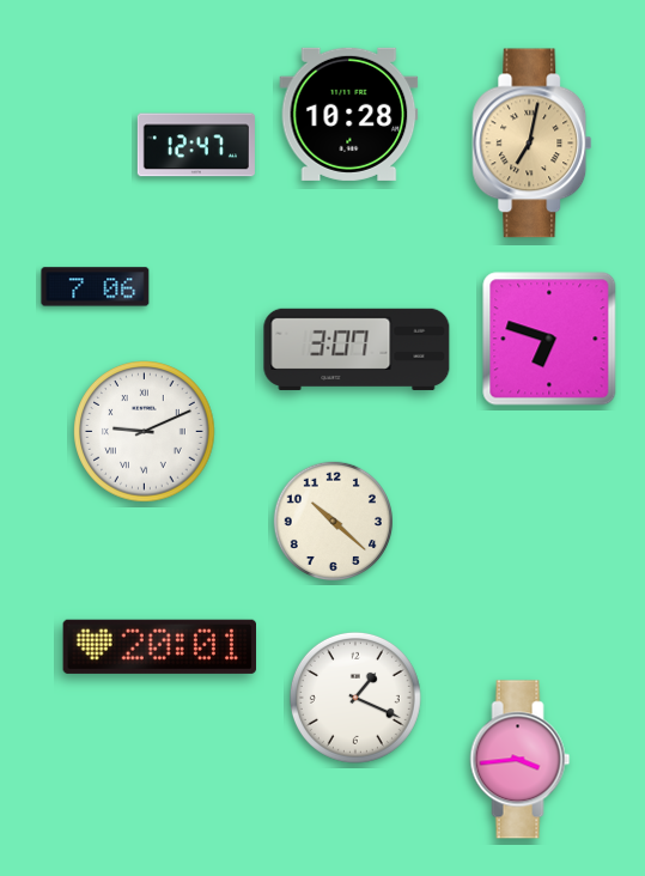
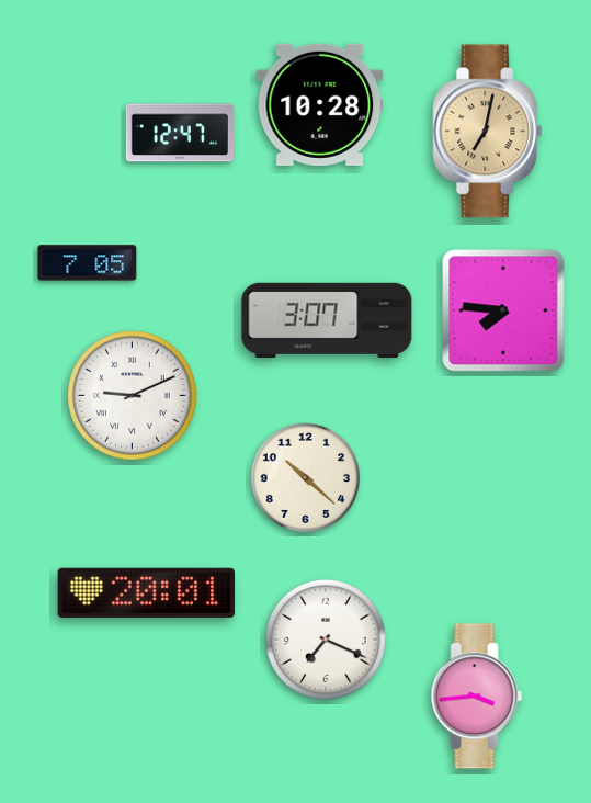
clock at (96, 287): 7:06 -> 7:05
clock at (549, 339): 6:48 -> 7:46
clock at (355, 698): 1:19 -> 7:19
